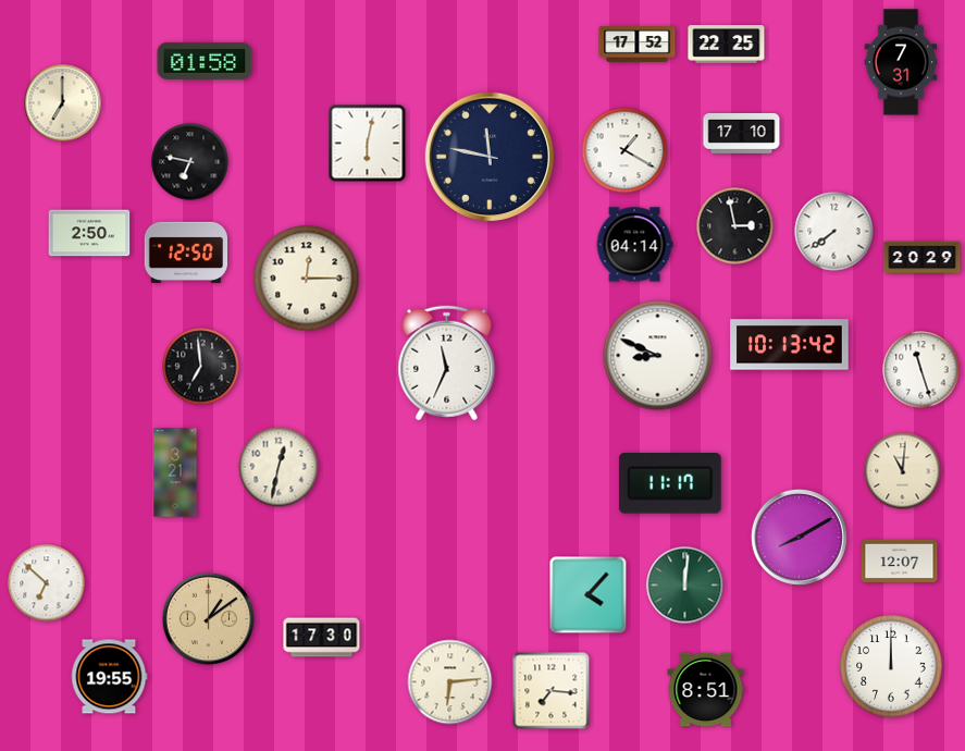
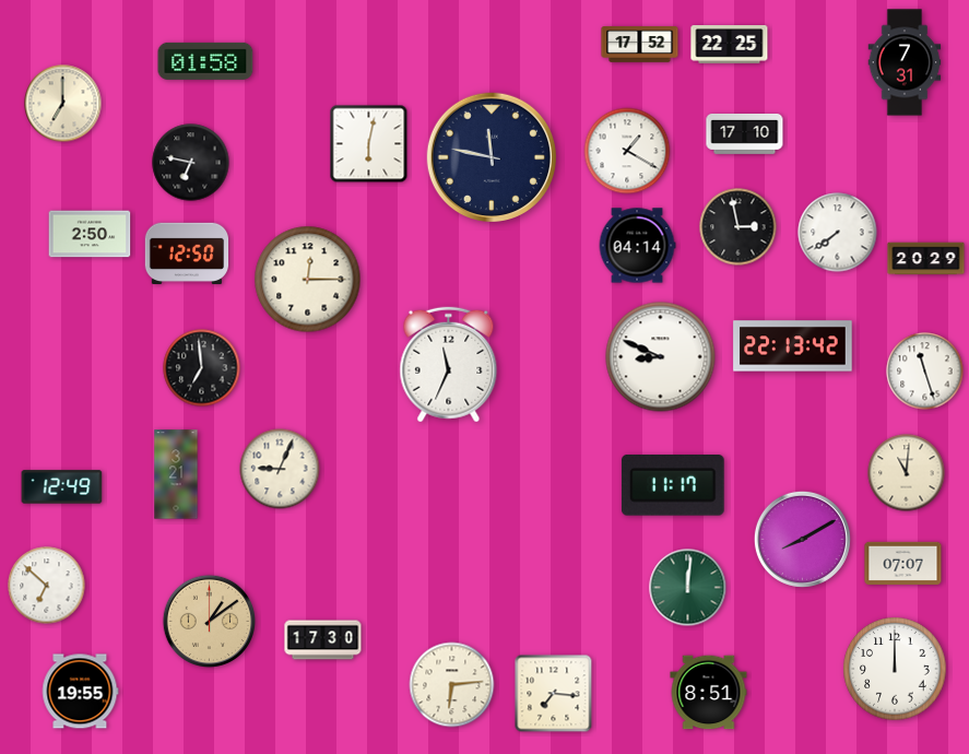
clock at (790, 345): 10:13 -> 22:13
clock at (279, 467): 12:32 -> 9:04
clock at (62, 487): none -> 12:49
clock at (900, 561): 12:07 -> 07:07
clock at (589, 595): 4:07 -> none
clock at (109, 677) position: (109, 677) -> (80, 692)
